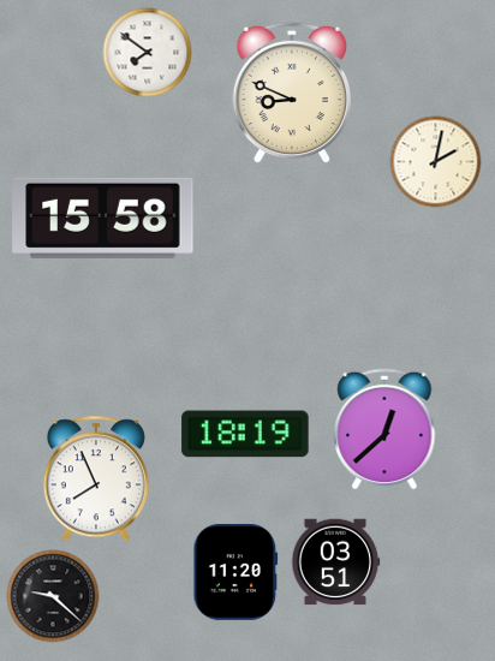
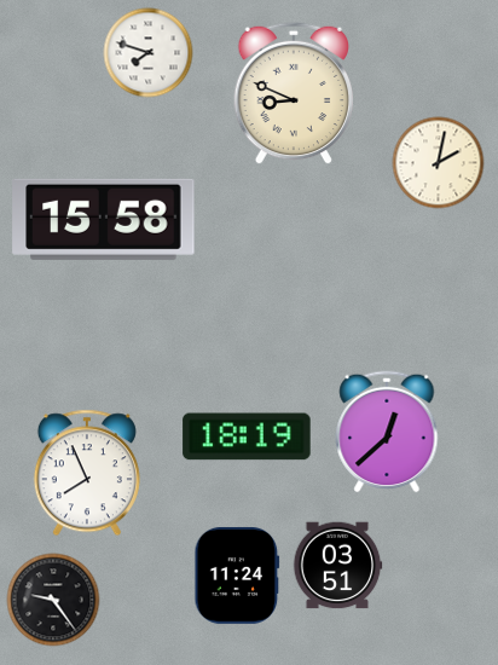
clock at (148, 53): 7:51 -> 7:48
clock at (96, 478) position: (96, 478) -> (87, 473)
clock at (235, 572): 11:20 -> 11:24
clock at (53, 596): 9:22 -> 9:24
